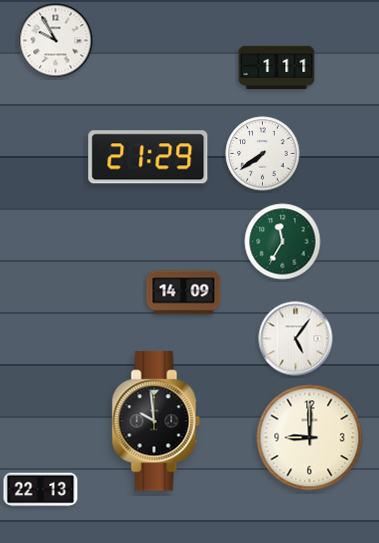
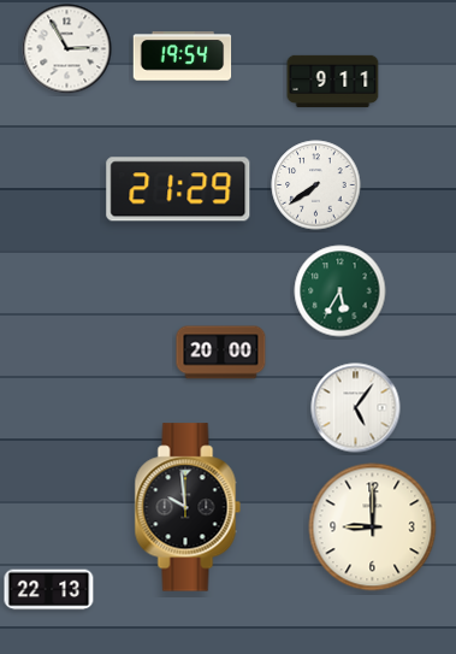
clock at (56, 41): 9:55 -> 2:55
clock at (183, 57): none -> 19:54
clock at (277, 68): 1:11 -> 9:11
clock at (283, 242): 11:35 -> 5:35
clock at (184, 293): 14:09 -> 20:00
